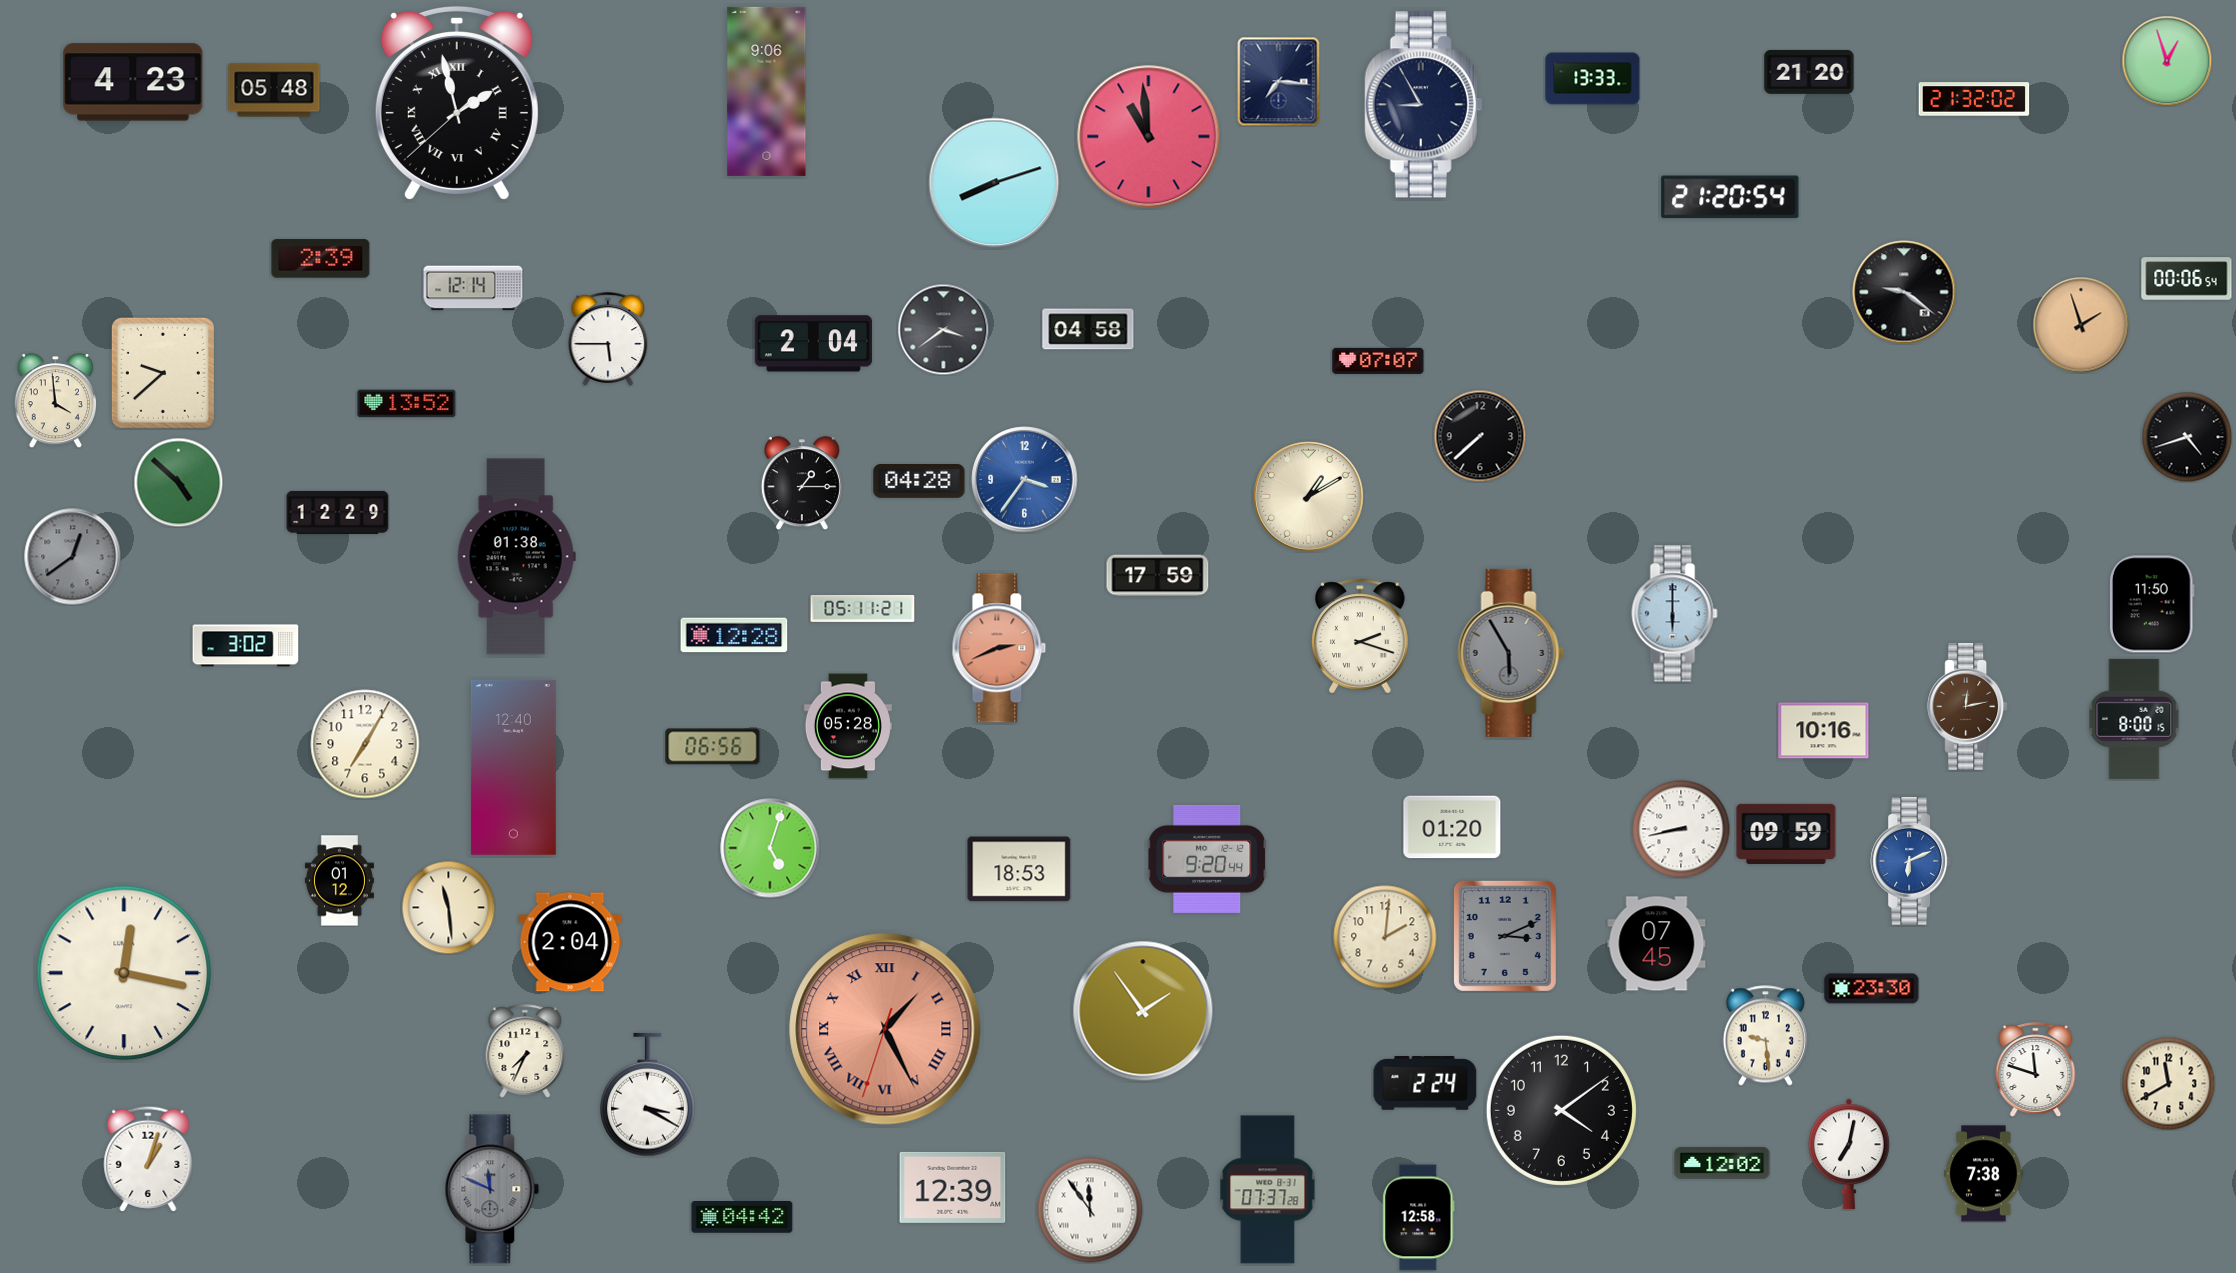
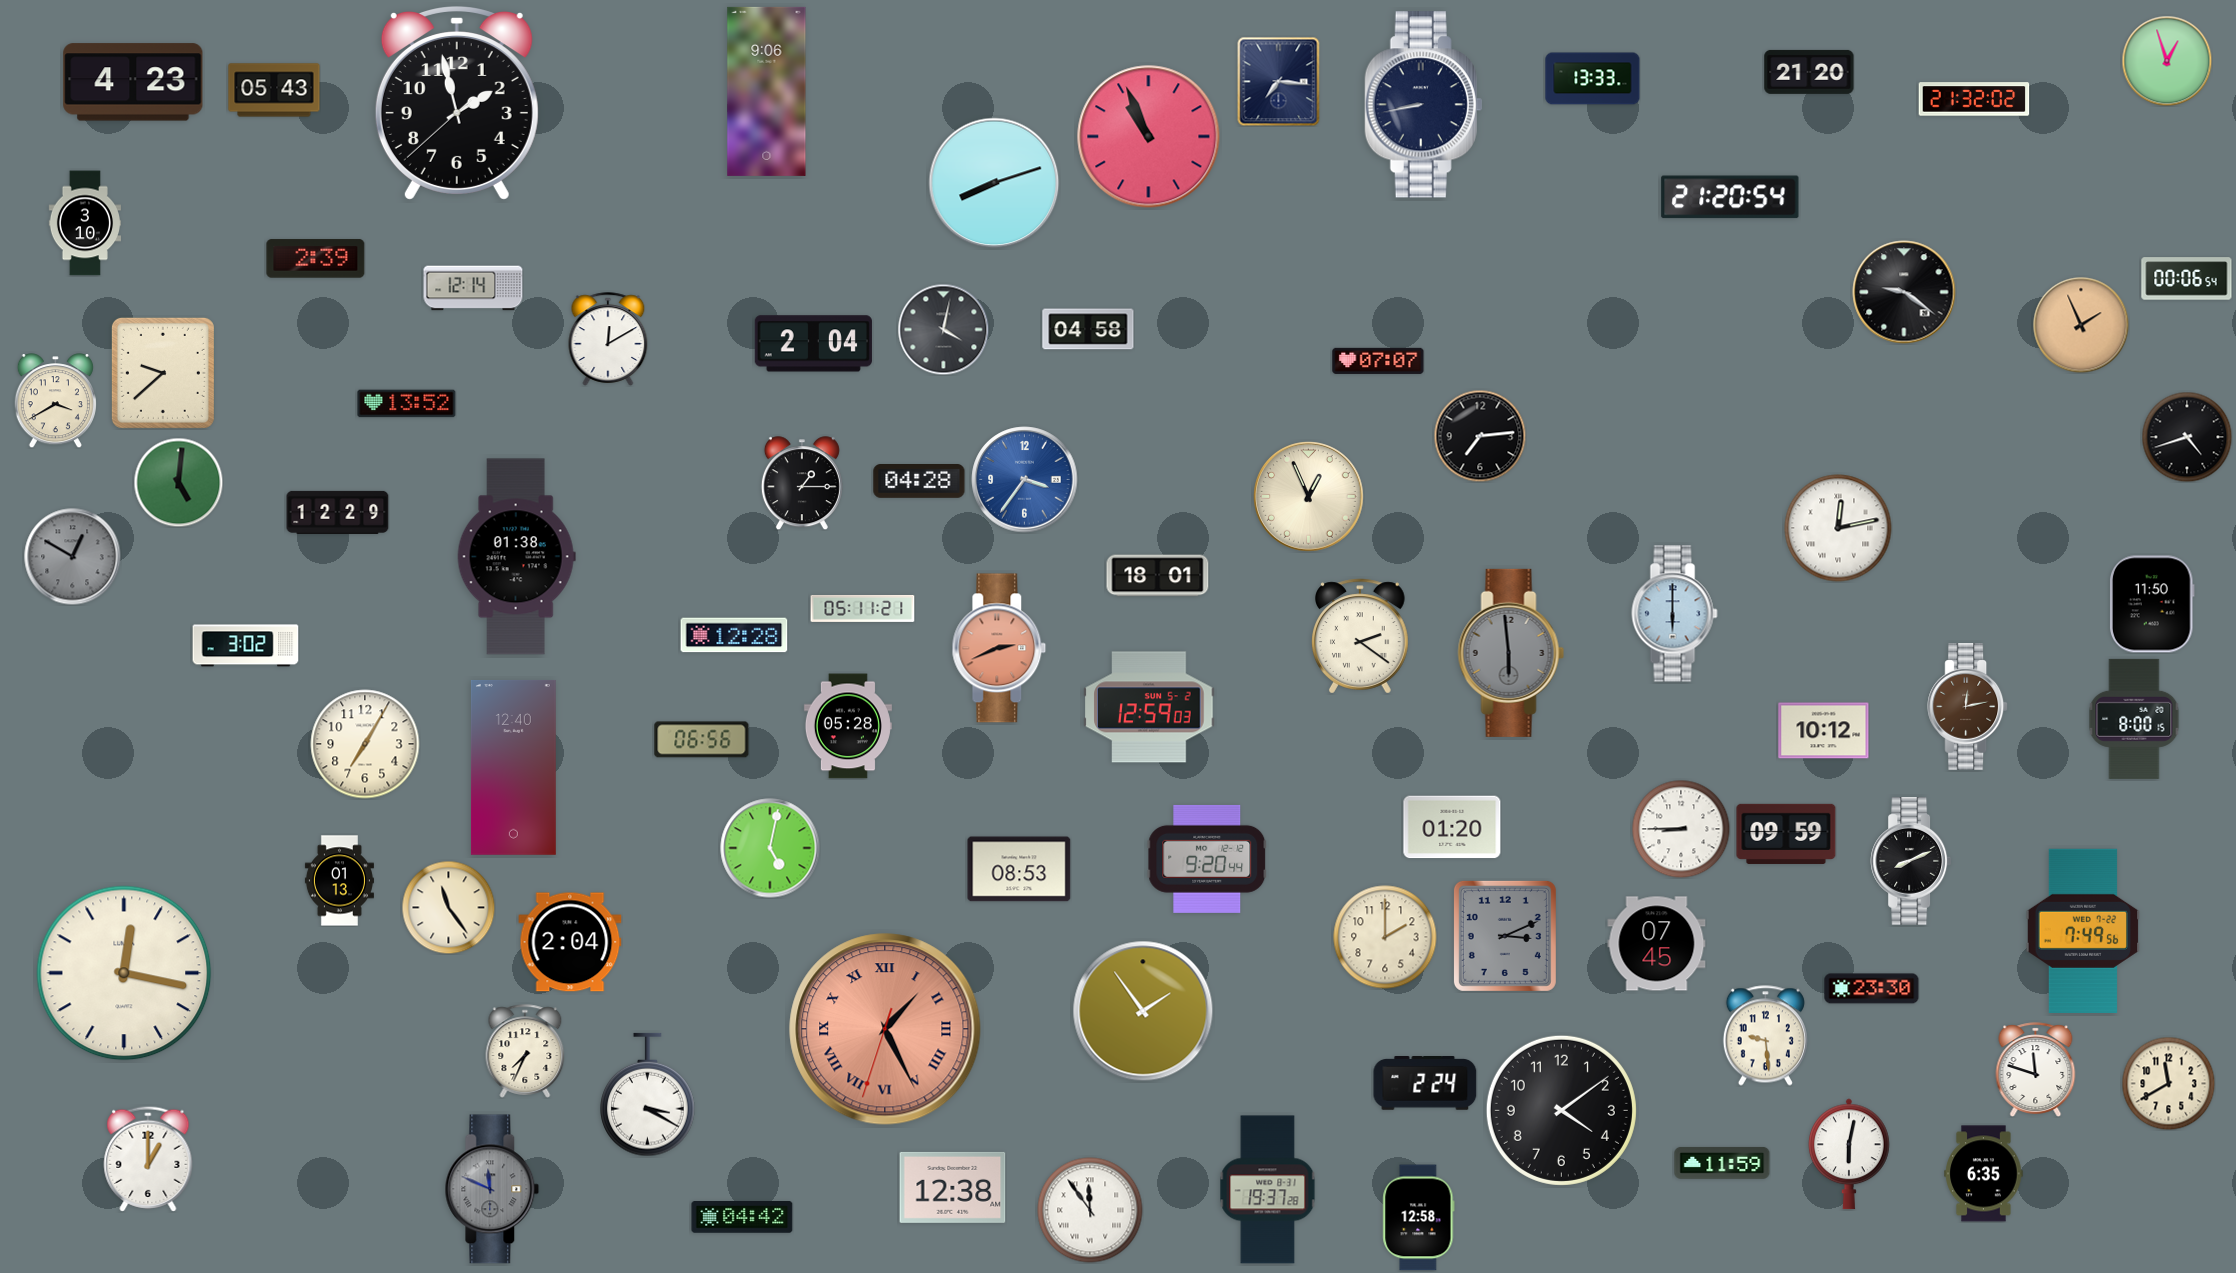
clock at (274, 90): 05:48 -> 05:43
clock at (457, 103) numerals: Roman -> Arabic
clock at (1424, 105): 8:55 -> 8:43
clock at (1149, 137): 10:59 -> 10:56
clock at (84, 223): none -> 3:10
clock at (321, 259) position: (321, 259) -> (316, 259)
clock at (2081, 325): 1:57 -> 1:56
clock at (943, 329): 3:39 -> 4:02
clock at (608, 339): 5:45 -> 12:10
clock at (55, 401): 3:59 -> 3:40
clock at (1480, 436): 7:38 -> 7:14
clock at (178, 482): 4:52 -> 5:01
clock at (1309, 497): 1:10 -> 12:56
clock at (1838, 528): none -> 12:13
clock at (73, 557): 12:39 -> 12:50
clock at (1158, 576): 17:59 -> 18:01
clock at (1361, 636): 2:18 -> 2:21
clock at (1511, 653): 5:55 -> 5:59
clock at (1149, 707): none -> 12:59
clock at (1824, 731): 10:16 -> 10:12
clock at (713, 747) position: (713, 747) -> (702, 740)
clock at (1681, 829): 8:43 -> 8:45
clock at (770, 848): 5:03 -> 5:02
clock at (1911, 862): 6:11 -> 8:11
clock at (1911, 862) dial: blue -> black
clock at (1019, 869): 18:53 -> 08:53
clock at (339, 881): 01:12 -> 01:13
clock at (448, 907): 11:29 -> 11:24
clock at (2083, 931): none -> 7:49
clock at (1385, 937): 2:01 -> 2:00
clock at (1849, 1154): 7:02 -> 6:02
clock at (148, 1159): 1:03 -> 1:00
clock at (1722, 1163): 12:02 -> 11:59
clock at (1984, 1174): 7:38 -> 6:35
clock at (953, 1187): 12:39 -> 12:38
clock at (1268, 1190): 07:37 -> 19:37
